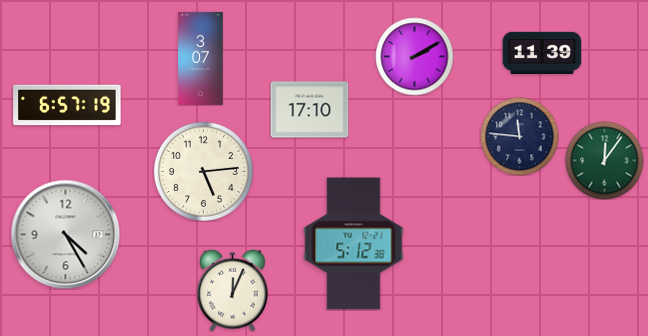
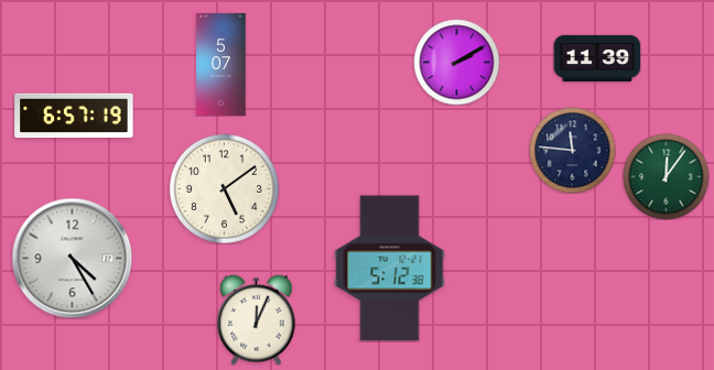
clock at (201, 58): 3:07 -> 5:07
clock at (309, 110): 17:10 -> none
clock at (203, 171): 5:14 -> 5:09
